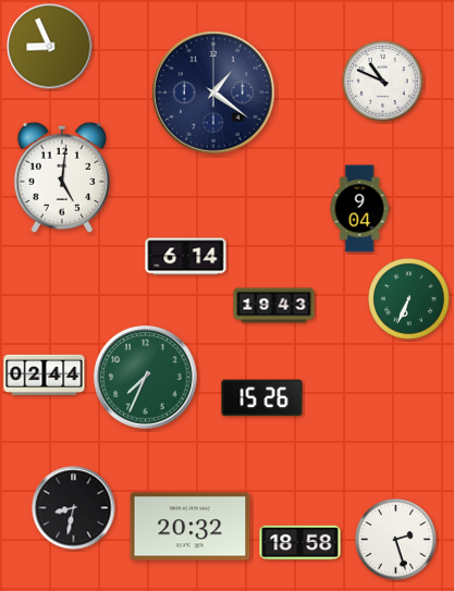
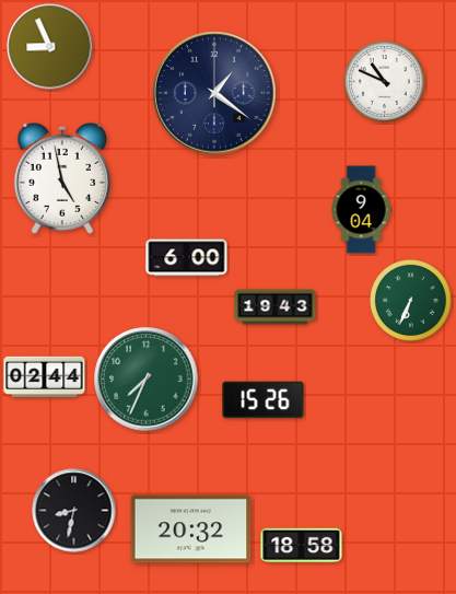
clock at (61, 176): 5:01 -> 4:58
clock at (186, 257): 6:14 -> 6:00
clock at (396, 540): 2:27 -> none
